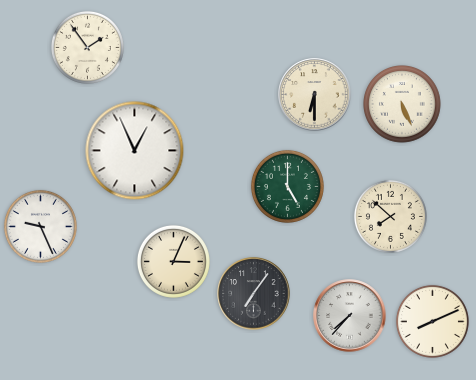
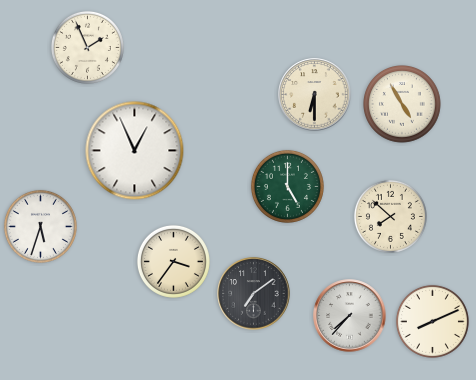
clock at (87, 47): 1:54 -> 1:56
clock at (403, 105): 5:26 -> 4:55
clock at (40, 226): 9:26 -> 5:33
clock at (173, 261): 3:04 -> 3:36
clock at (254, 294): 7:06 -> 7:09
